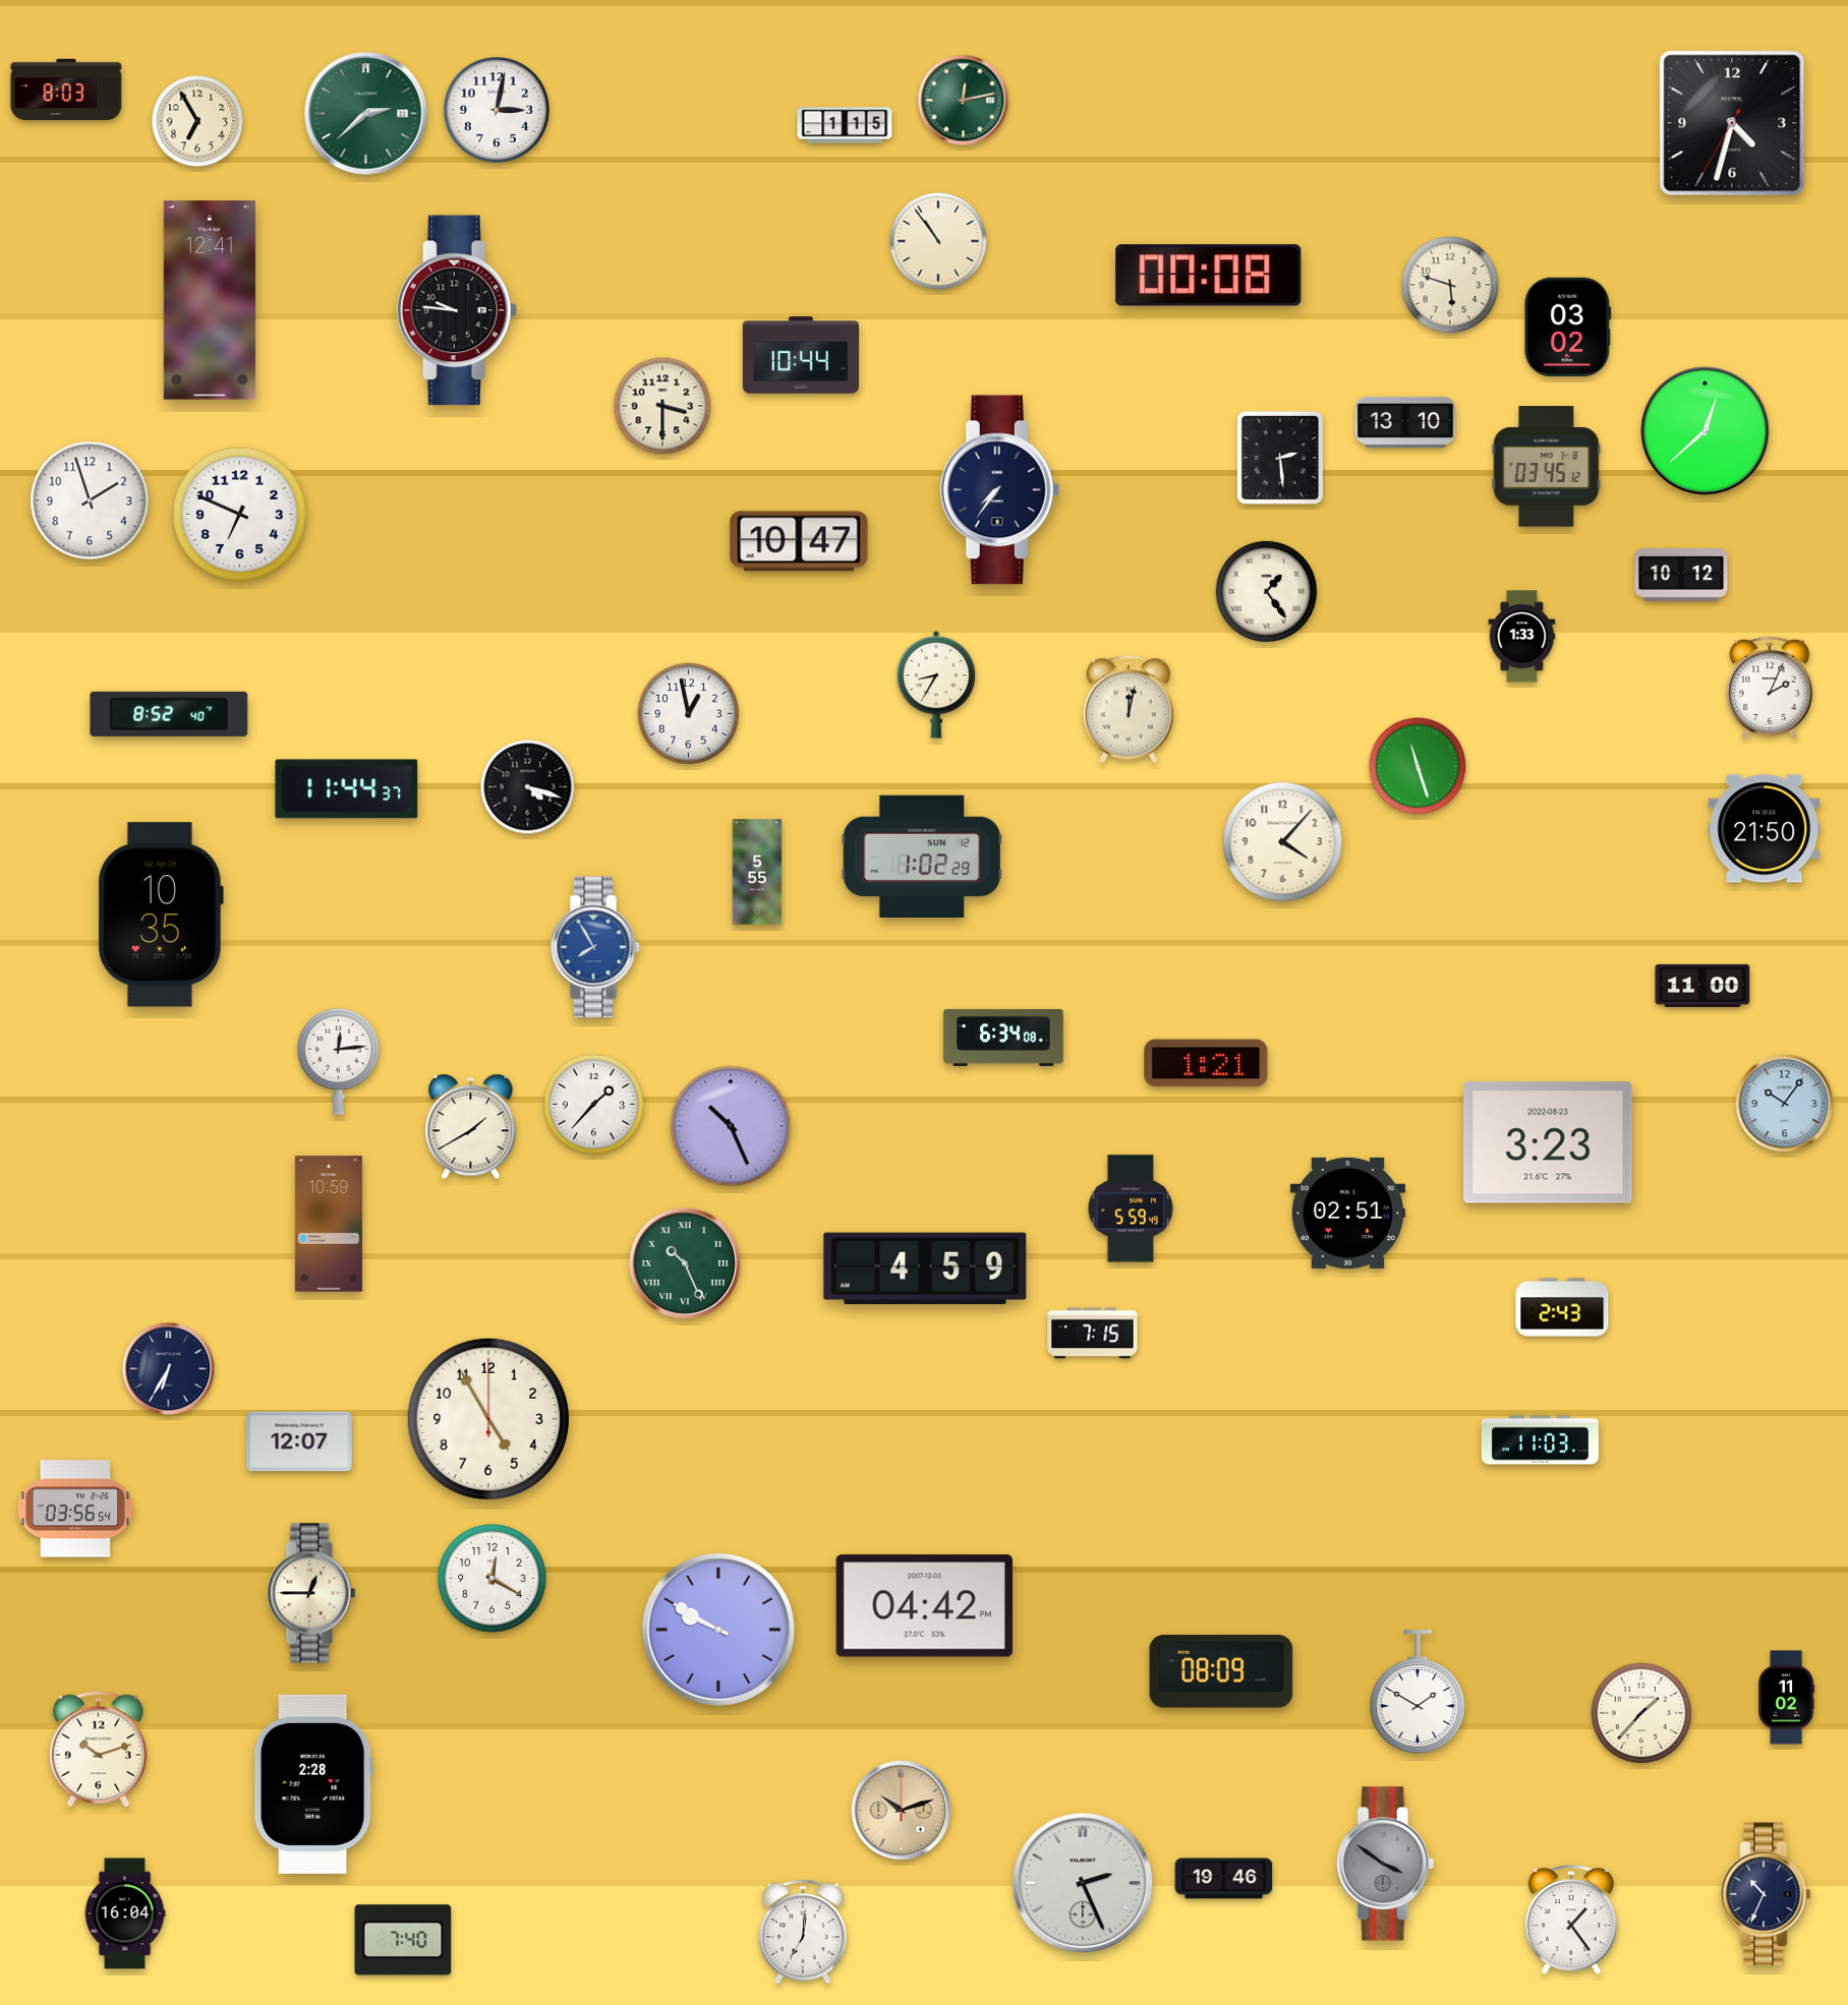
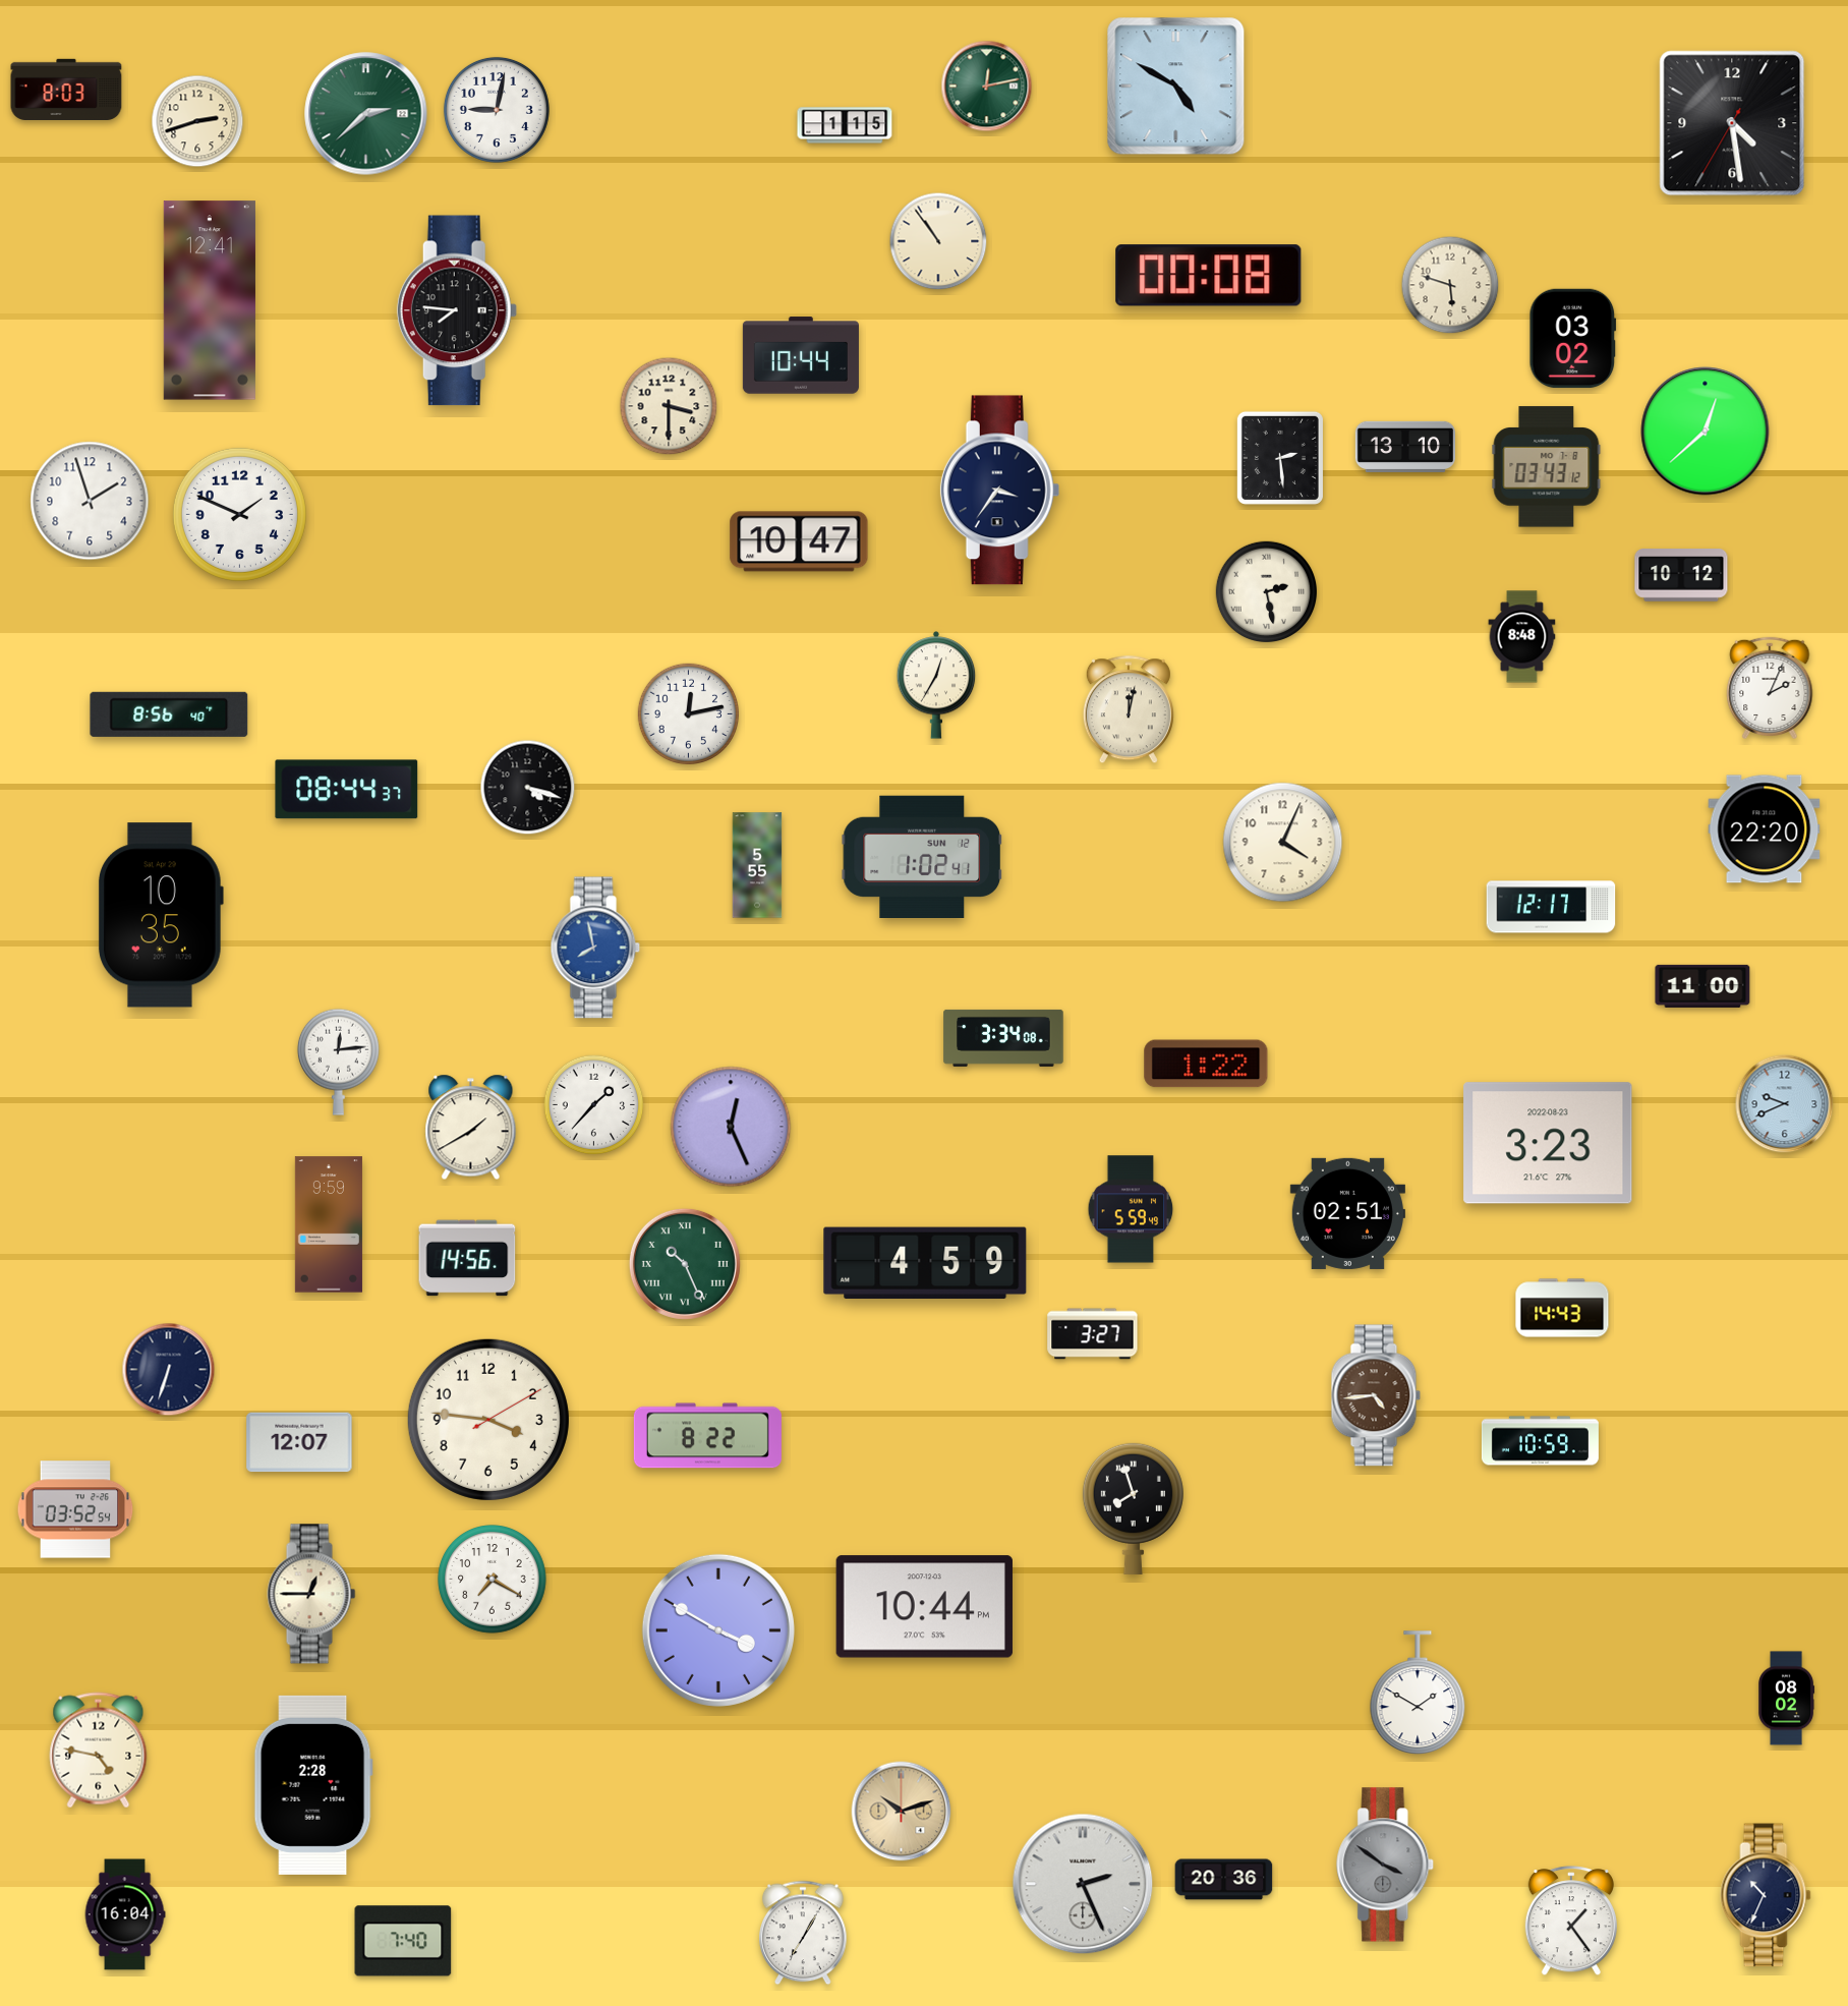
clock at (1176, 87): none -> 4:50
clock at (964, 101) position: (964, 101) -> (987, 87)
clock at (497, 110): 3:02 -> 9:02
clock at (197, 121): 6:55 -> 2:42
clock at (1732, 123): 4:32 -> 4:28
clock at (457, 310): 9:46 -> 7:46
clock at (1568, 328) position: (1568, 328) -> (1573, 339)
clock at (662, 406) position: (662, 406) -> (669, 406)
clock at (1404, 422) position: (1404, 422) -> (1404, 447)
clock at (1547, 467): 03:45 -> 03:43
clock at (1000, 490): 7:36 -> 3:36
clock at (239, 514): 6:49 -> 1:49
clock at (1266, 591): 1:24 -> 2:28
clock at (1522, 637): 1:33 -> 8:48
clock at (936, 685): 8:35 -> 12:35
clock at (688, 713): 12:58 -> 12:13
clock at (169, 714): 8:52 -> 8:56
clock at (1418, 766): 11:27 -> none
clock at (347, 789): 11:44 -> 08:44
clock at (1765, 829): 21:50 -> 22:20
clock at (1283, 842): 4:07 -> 4:04
clock at (921, 856): 1:02:29 -> 1:02:41
clock at (757, 872) position: (757, 872) -> (757, 865)
clock at (1551, 907): none -> 12:17
clock at (595, 947): 7:55 -> 7:58
clock at (1003, 1038): 6:34 -> 3:34
clock at (1206, 1063): 1:21 -> 1:22
clock at (1785, 1104): 10:06 -> 9:41
clock at (731, 1126): 10:26 -> 12:26
clock at (329, 1224): 10:59 -> 9:59
clock at (467, 1258): none -> 14:56
clock at (925, 1269) position: (925, 1269) -> (925, 1263)
clock at (1562, 1307): 2:43 -> 14:43
clock at (1093, 1334): 7:15 -> 3:27
clock at (169, 1369): 6:35 -> 6:33
clock at (1376, 1395): none -> 4:44
clock at (488, 1419): 4:55 -> 3:46
clock at (707, 1436): none -> 8:22
clock at (1540, 1440): 11:03 -> 10:59
clock at (1133, 1508): none -> 7:57
clock at (75, 1509): 03:56 -> 03:52
clock at (493, 1579): 12:20 -> 7:20
clock at (924, 1606): 04:42 -> 10:44
clock at (718, 1630): 9:50 -> 3:50
clock at (1221, 1671): 08:09 -> none
clock at (1787, 1698): 11:02 -> 08:02
clock at (1641, 1713): 1:37 -> none
clock at (99, 1750): 10:12 -> 4:47
clock at (1224, 1879): 19:46 -> 20:36
clock at (803, 1932): 7:01 -> 7:05
